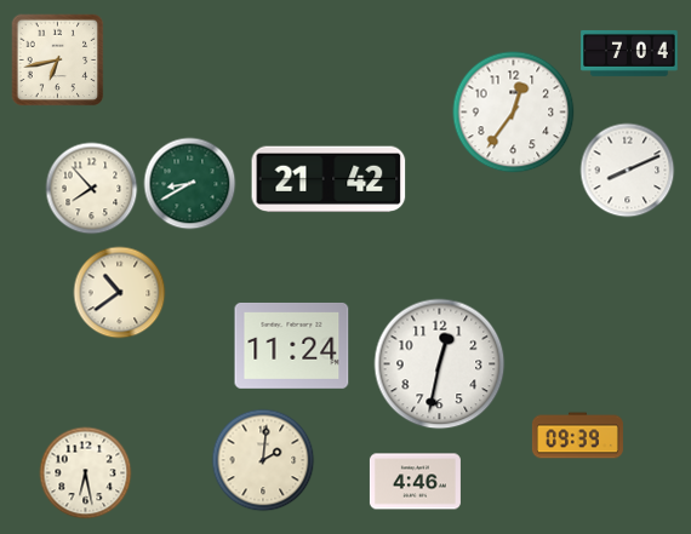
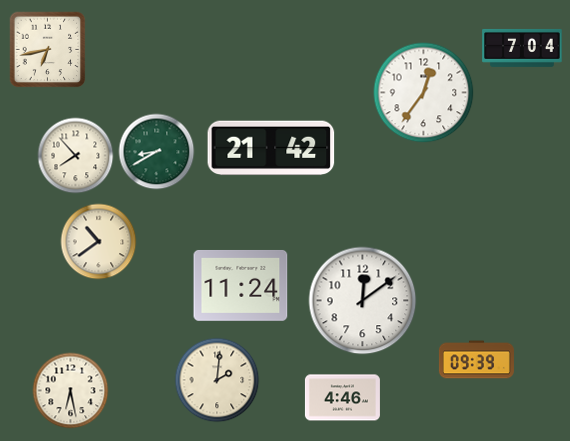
clock at (629, 53) position: (629, 53) -> (522, 48)
clock at (628, 171): 8:11 -> none
clock at (440, 364): 12:32 -> 12:09
